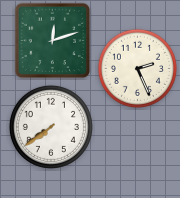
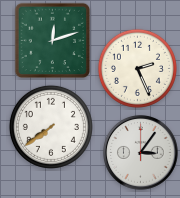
clock at (141, 153): none -> 3:06
